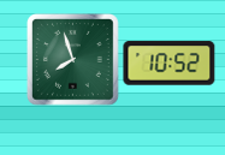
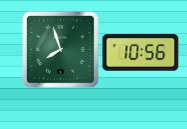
clock at (170, 64): 10:52 -> 10:56
